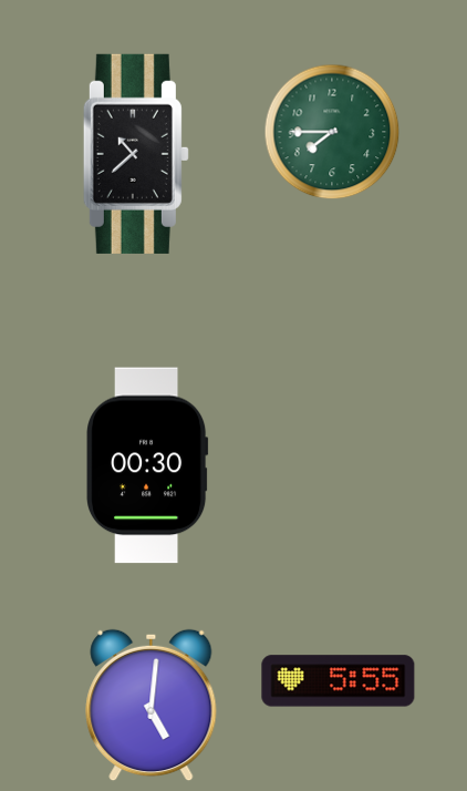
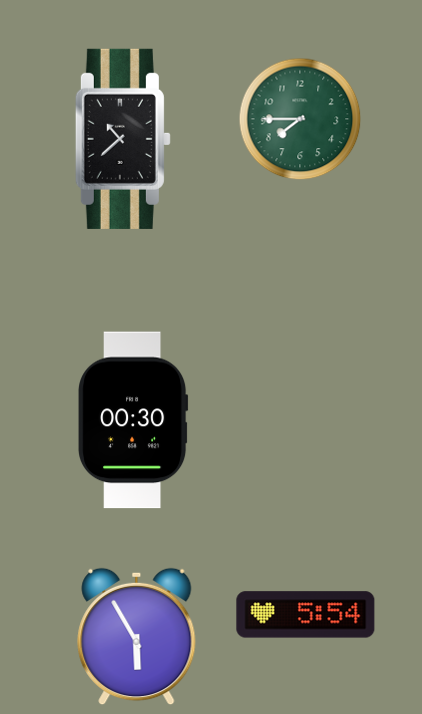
clock at (339, 681): 5:55 -> 5:54
clock at (152, 706): 5:01 -> 5:55
